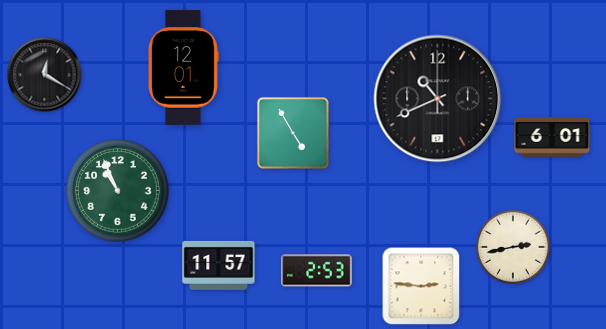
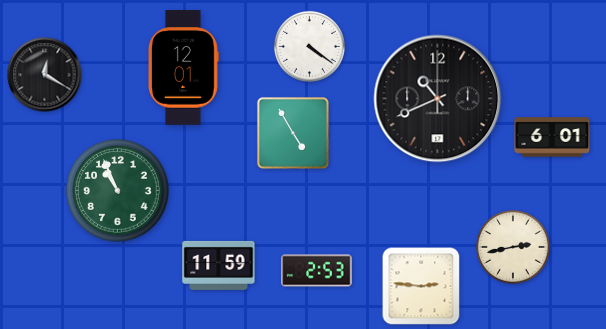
clock at (309, 46): none -> 4:21
clock at (219, 265): 11:57 -> 11:59
